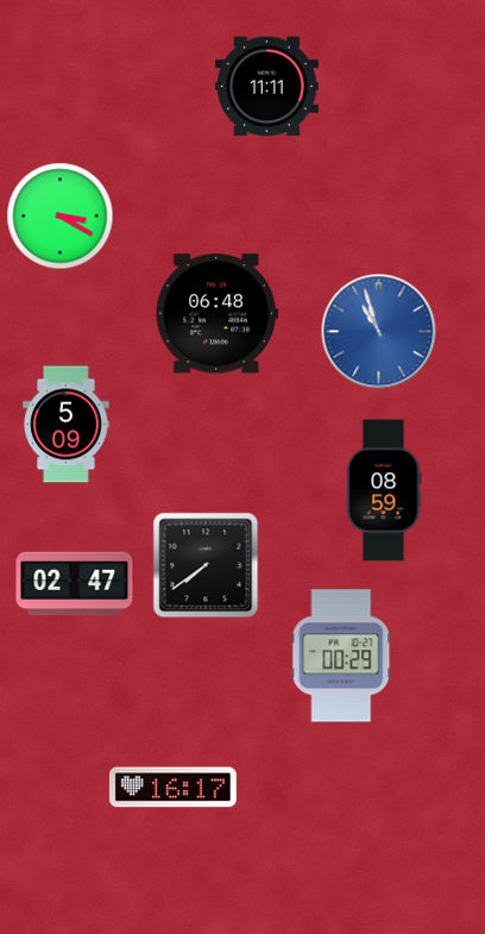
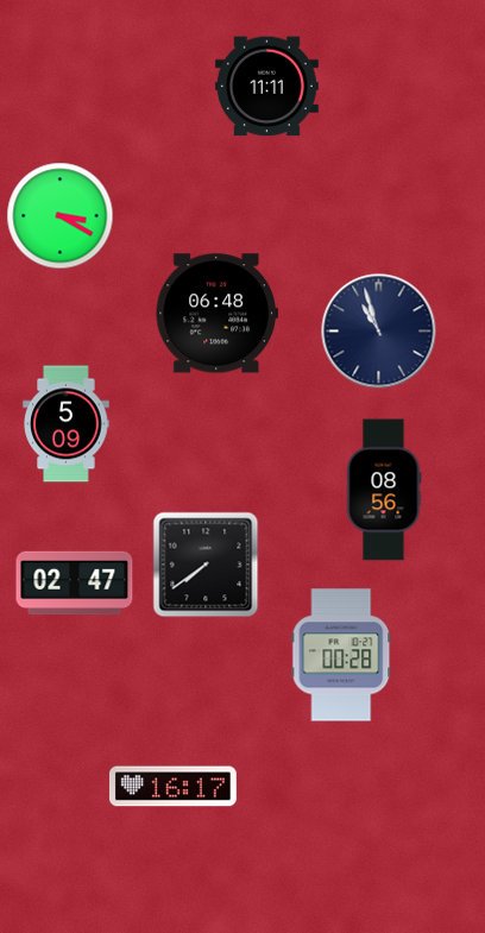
clock at (379, 332) dial: blue -> navy
clock at (384, 490): 08:59 -> 08:56
clock at (341, 656): 00:29 -> 00:28
